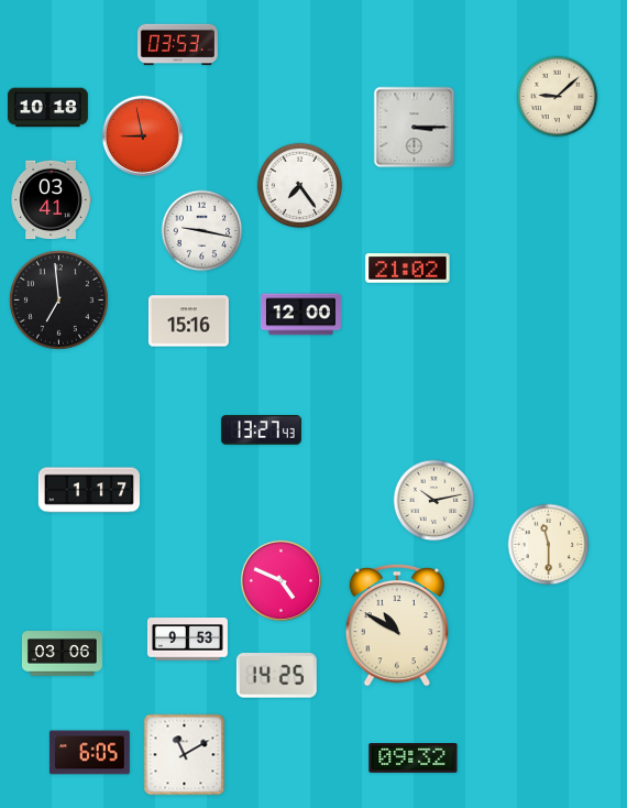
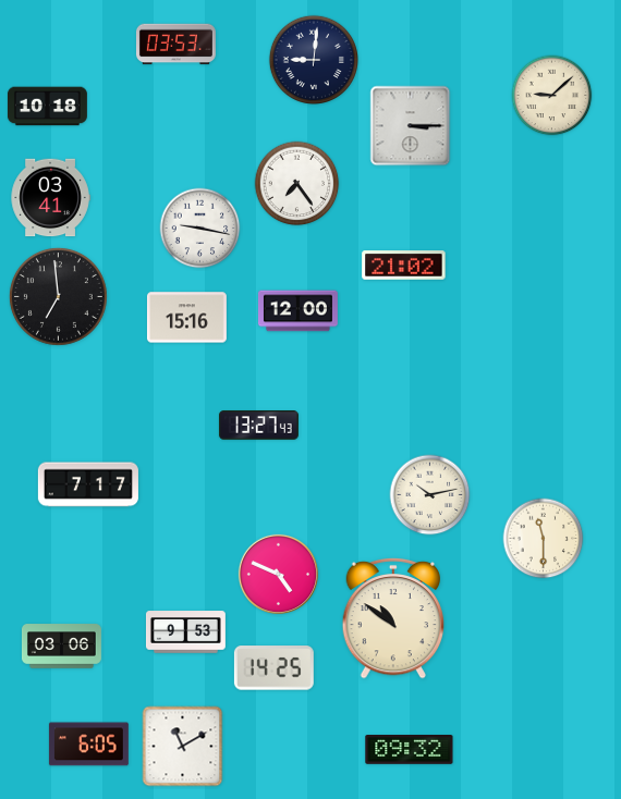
clock at (313, 59): none -> 9:01
clock at (142, 135): 8:58 -> none
clock at (89, 490): 1:17 -> 7:17
clock at (397, 625): 10:50 -> 10:51
